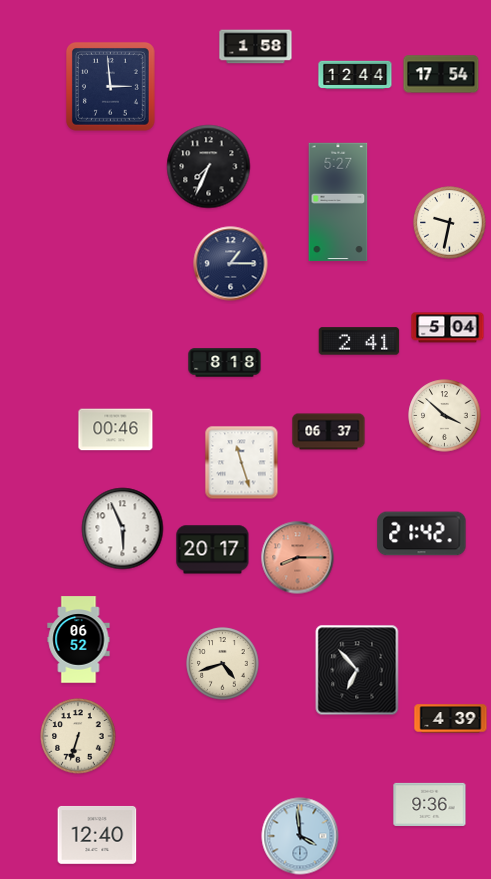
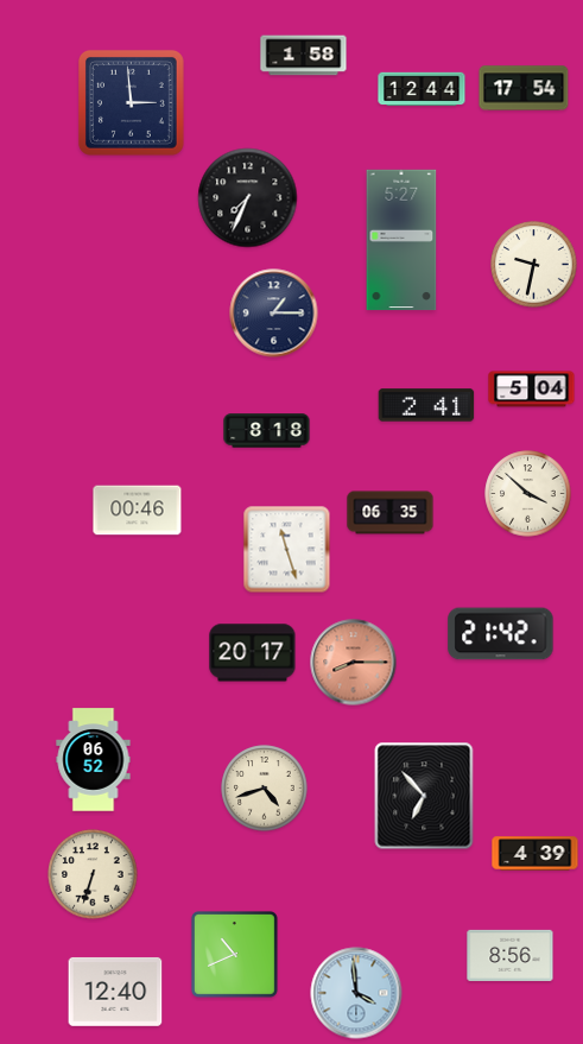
clock at (329, 432): 06:37 -> 06:35
clock at (123, 529): 5:56 -> none
clock at (234, 954): none -> 10:41
clock at (430, 804): 9:36 -> 8:56
